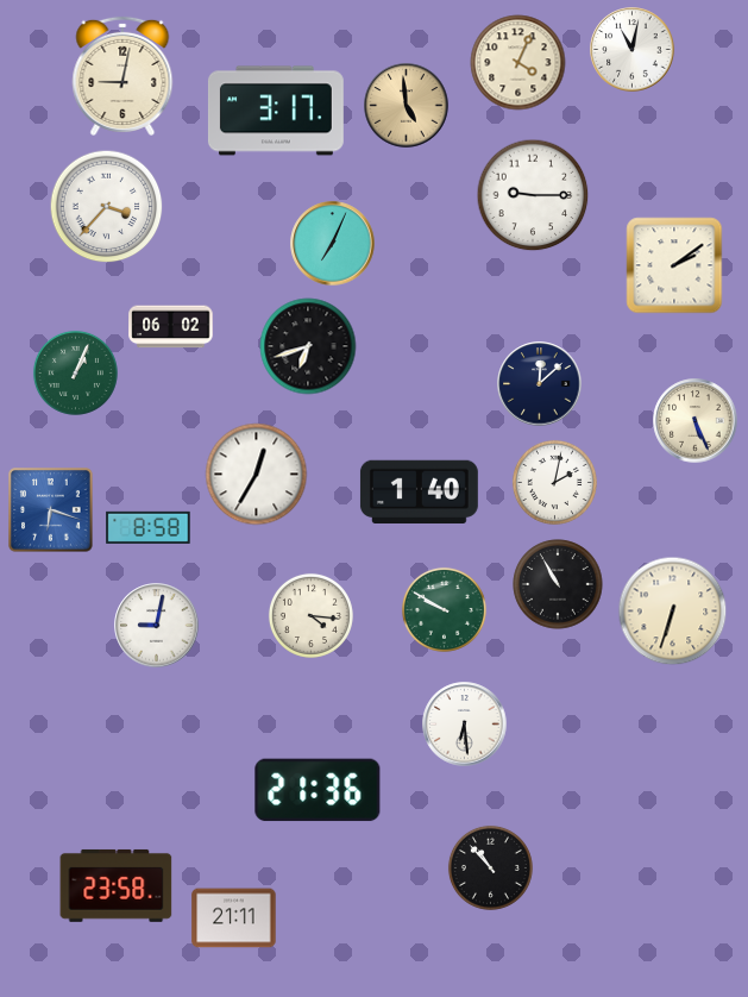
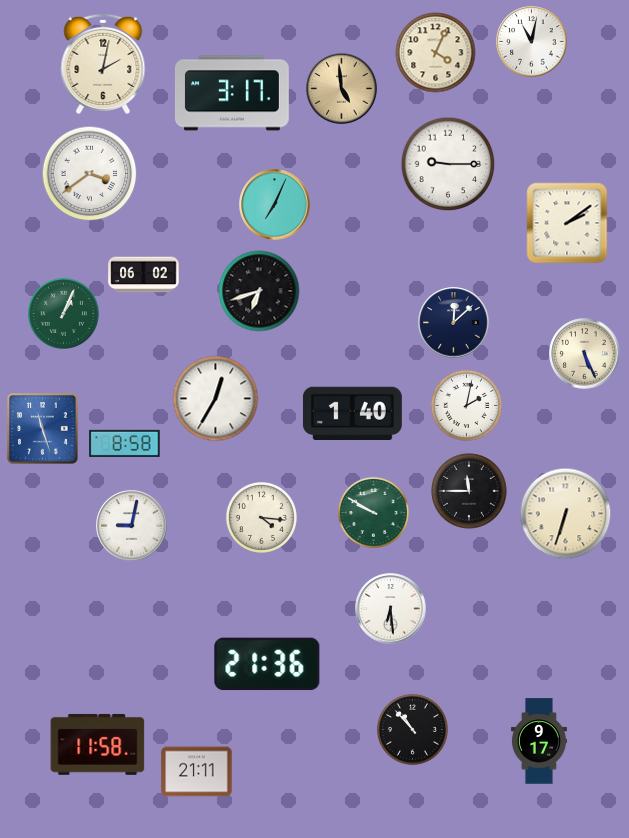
clock at (122, 76): 9:02 -> 2:02
clock at (107, 207): 3:37 -> 3:39
clock at (333, 244) position: (333, 244) -> (275, 205)
clock at (51, 510): 6:18 -> 11:27
clock at (558, 584): 10:55 -> 11:45
clock at (539, 741): none -> 9:17
clock at (117, 885): 23:58 -> 11:58
